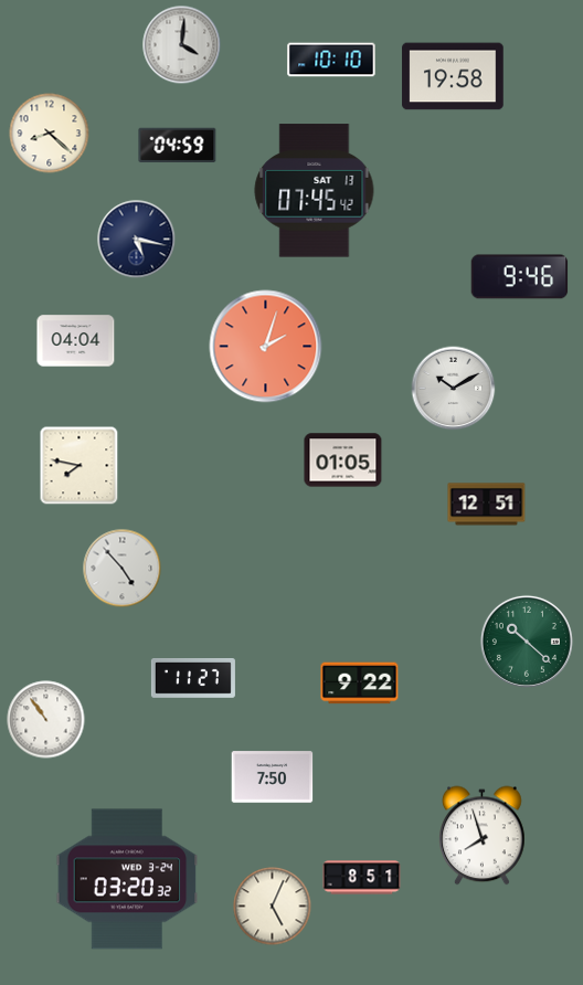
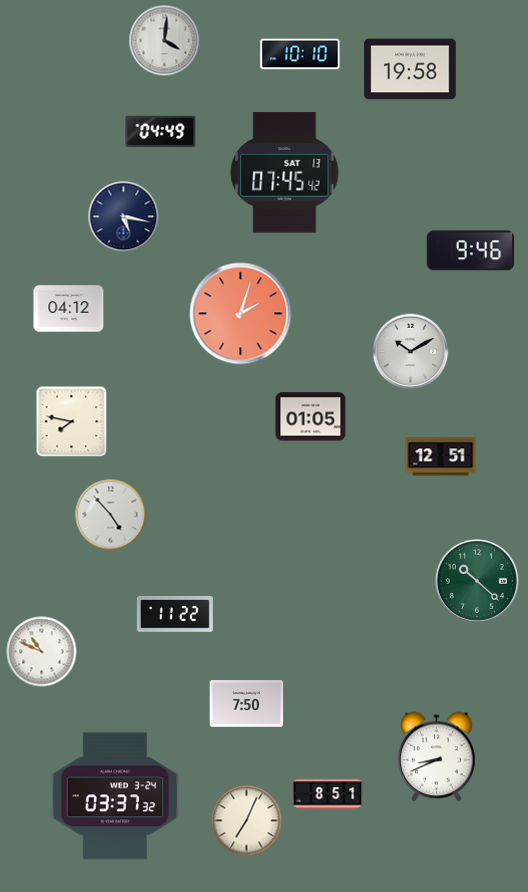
clock at (50, 134): 8:22 -> none
clock at (178, 146): 04:59 -> 04:49
clock at (76, 341): 04:04 -> 04:12
clock at (193, 679): 11:27 -> 11:22
clock at (360, 684): 9:22 -> none
clock at (46, 720): 10:54 -> 10:49
clock at (483, 836): 7:57 -> 8:41
clock at (127, 879): 03:20 -> 03:37
clock at (273, 907): 5:04 -> 7:04
